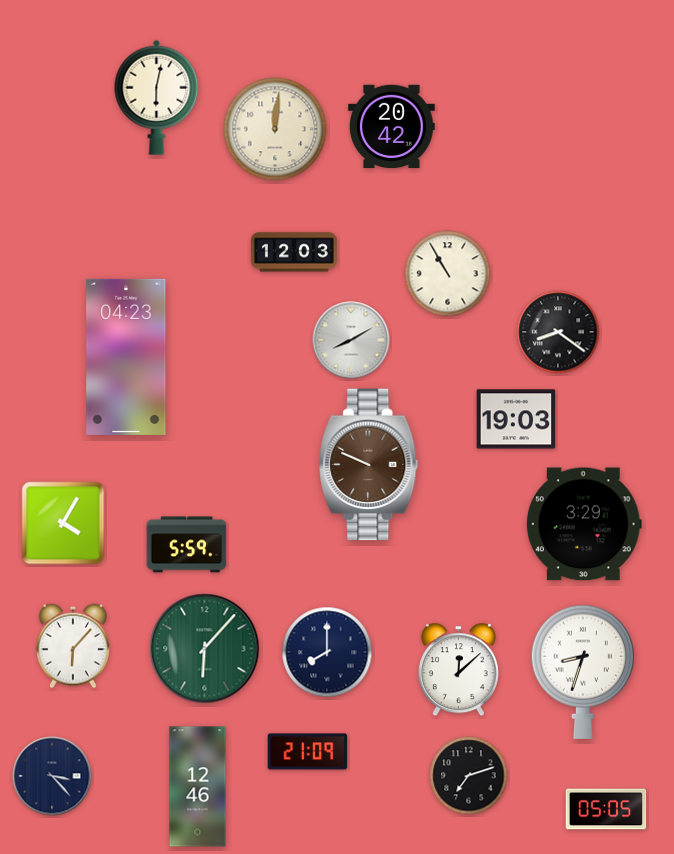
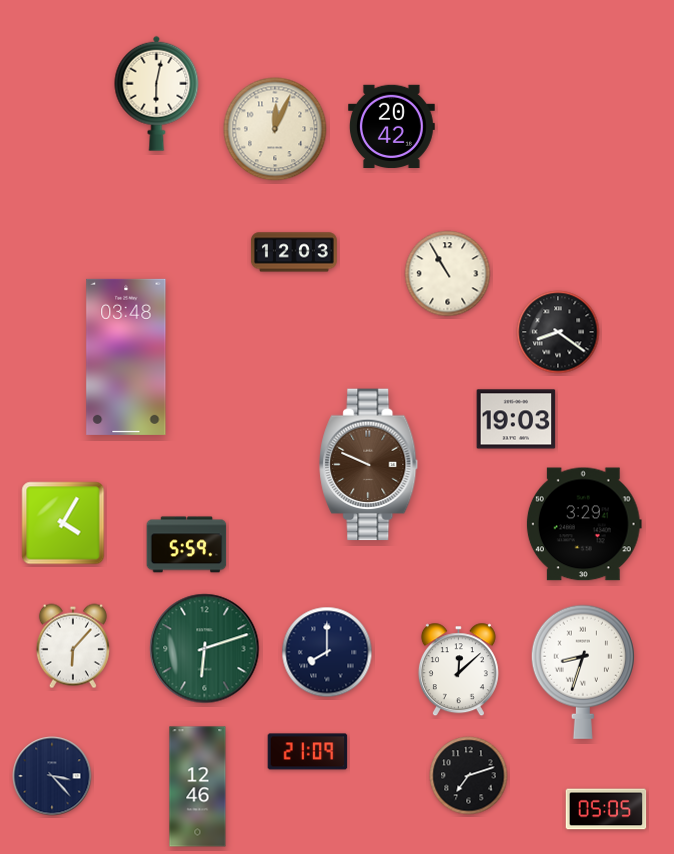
clock at (157, 97) position: (157, 97) -> (157, 93)
clock at (275, 129): 12:01 -> 12:04
clock at (351, 340): 8:10 -> none
clock at (126, 357): 04:23 -> 03:48
clock at (205, 649): 6:07 -> 6:12
